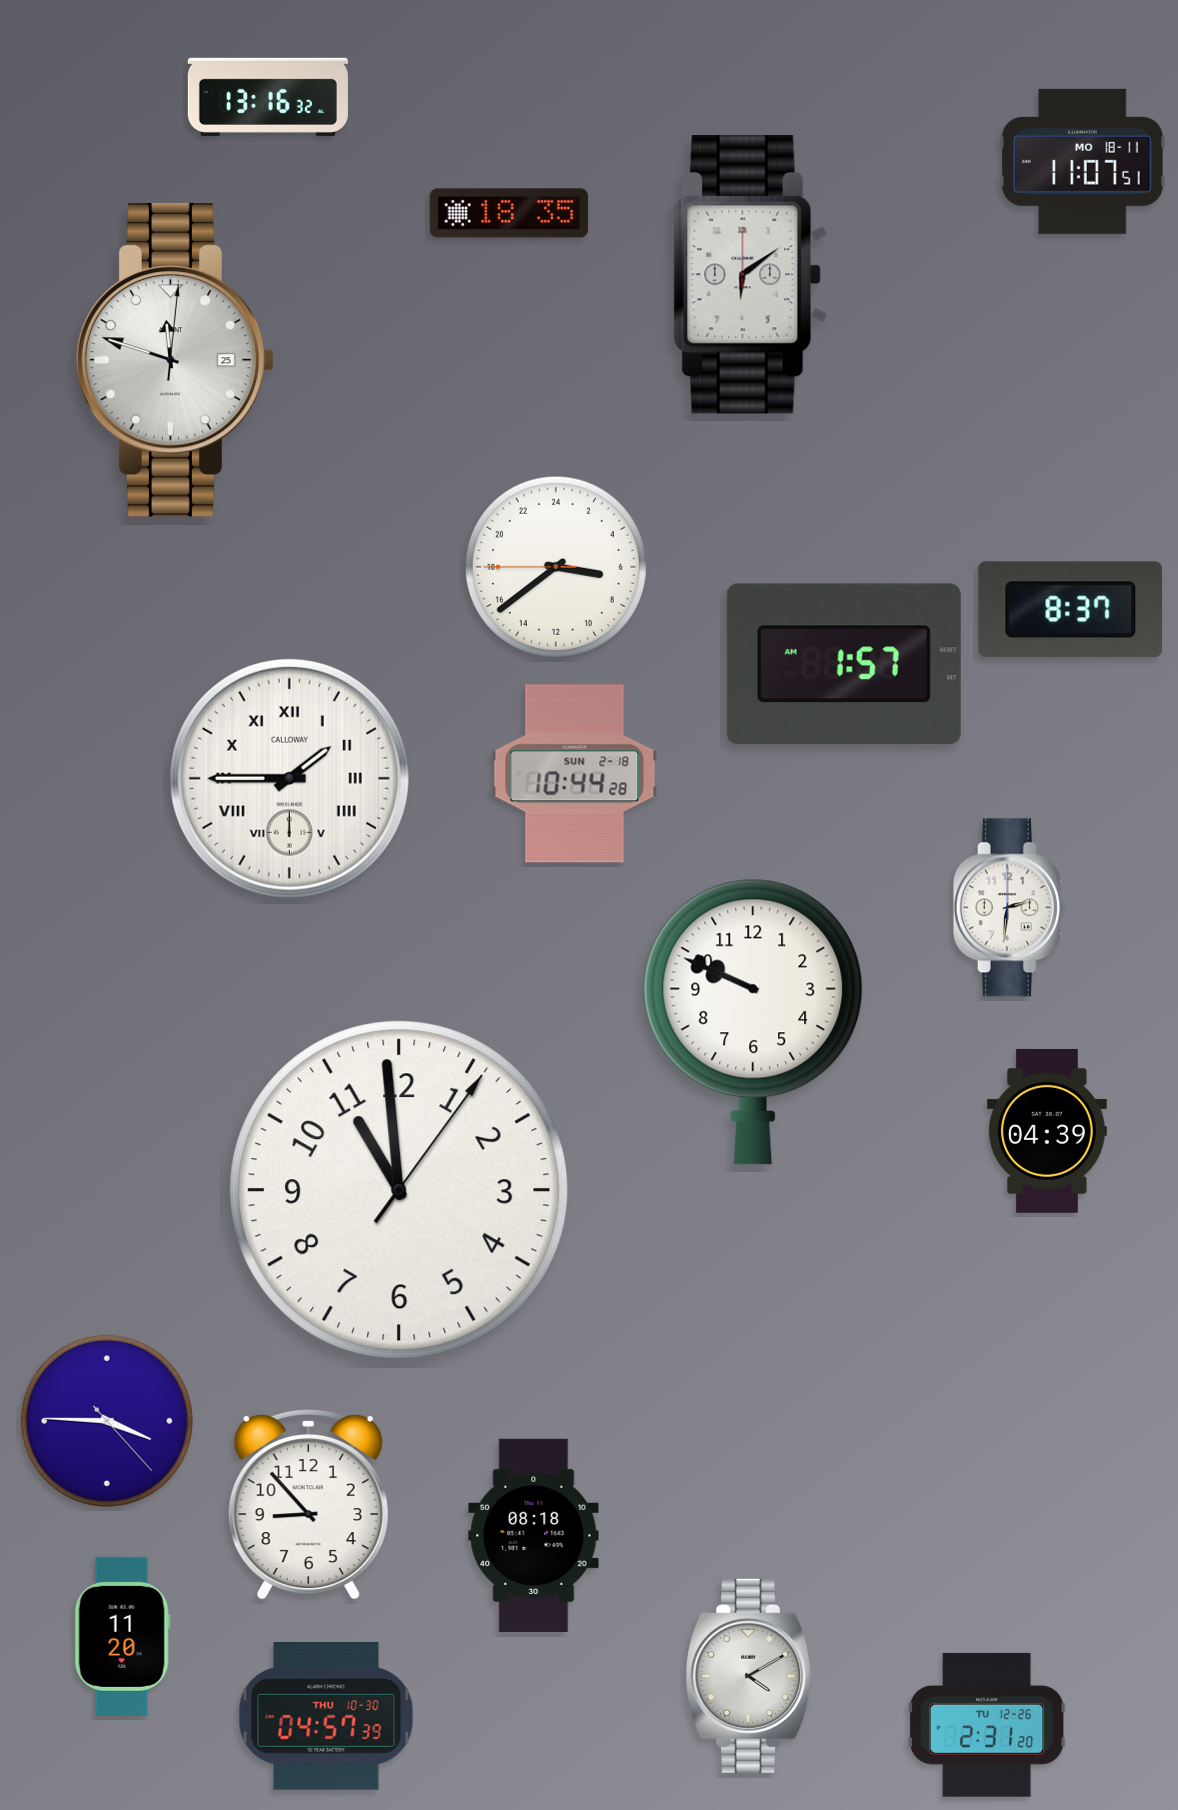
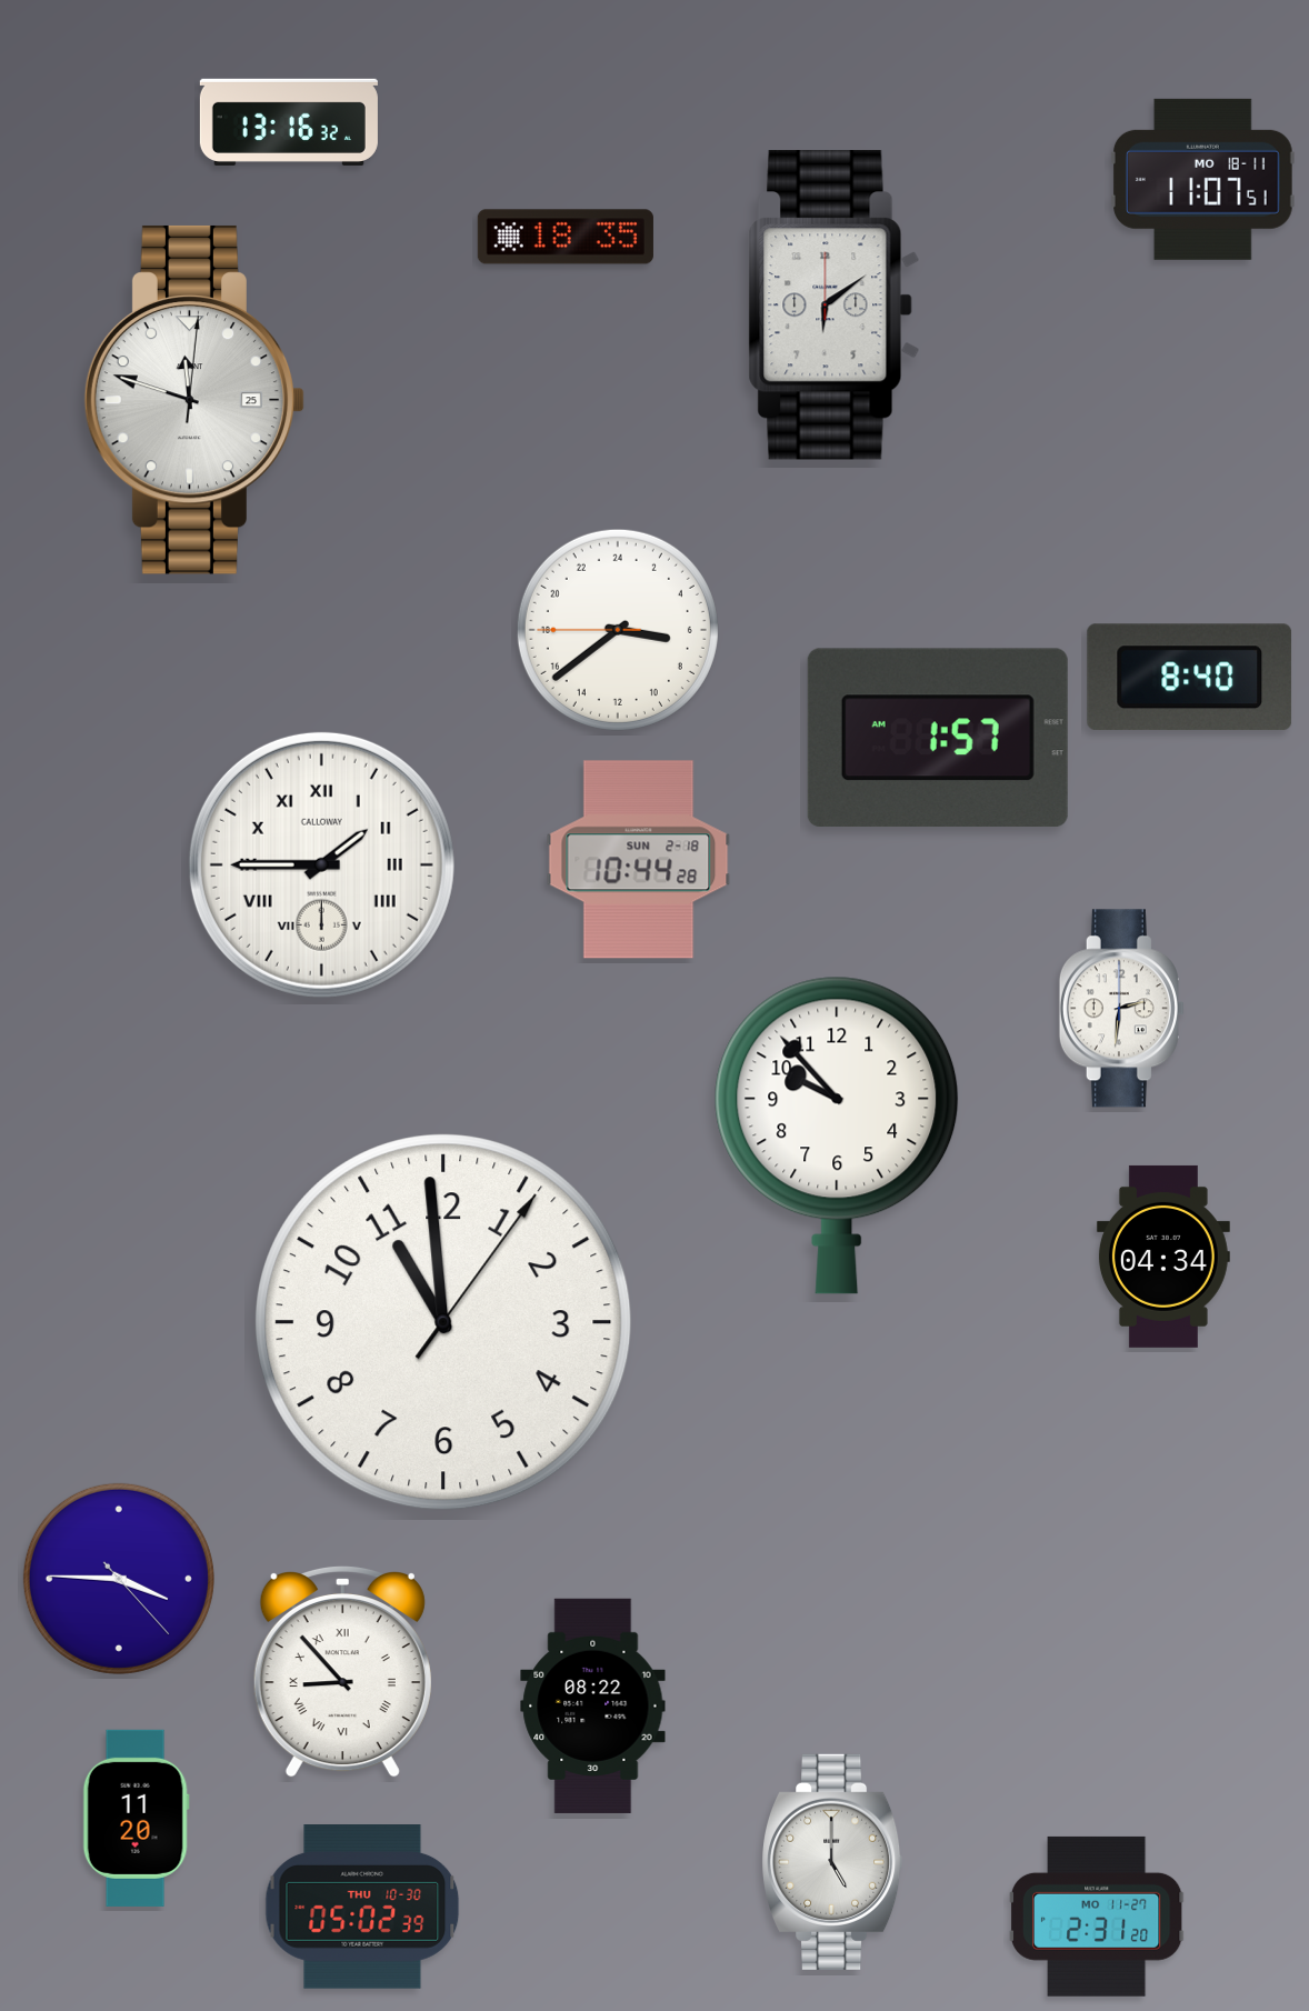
clock at (268, 97) position: (268, 97) -> (289, 122)
clock at (1071, 610): 8:37 -> 8:40
clock at (753, 1022): 9:49 -> 9:53
clock at (1047, 1131): 04:39 -> 04:34
clock at (308, 1504) numerals: Arabic -> Roman
clock at (534, 1535): 08:18 -> 08:22
clock at (750, 1676): 4:10 -> 5:00
clock at (326, 1716): 04:57 -> 05:02
clock at (987, 1725) date: TU 12-26 -> MO 11-27
